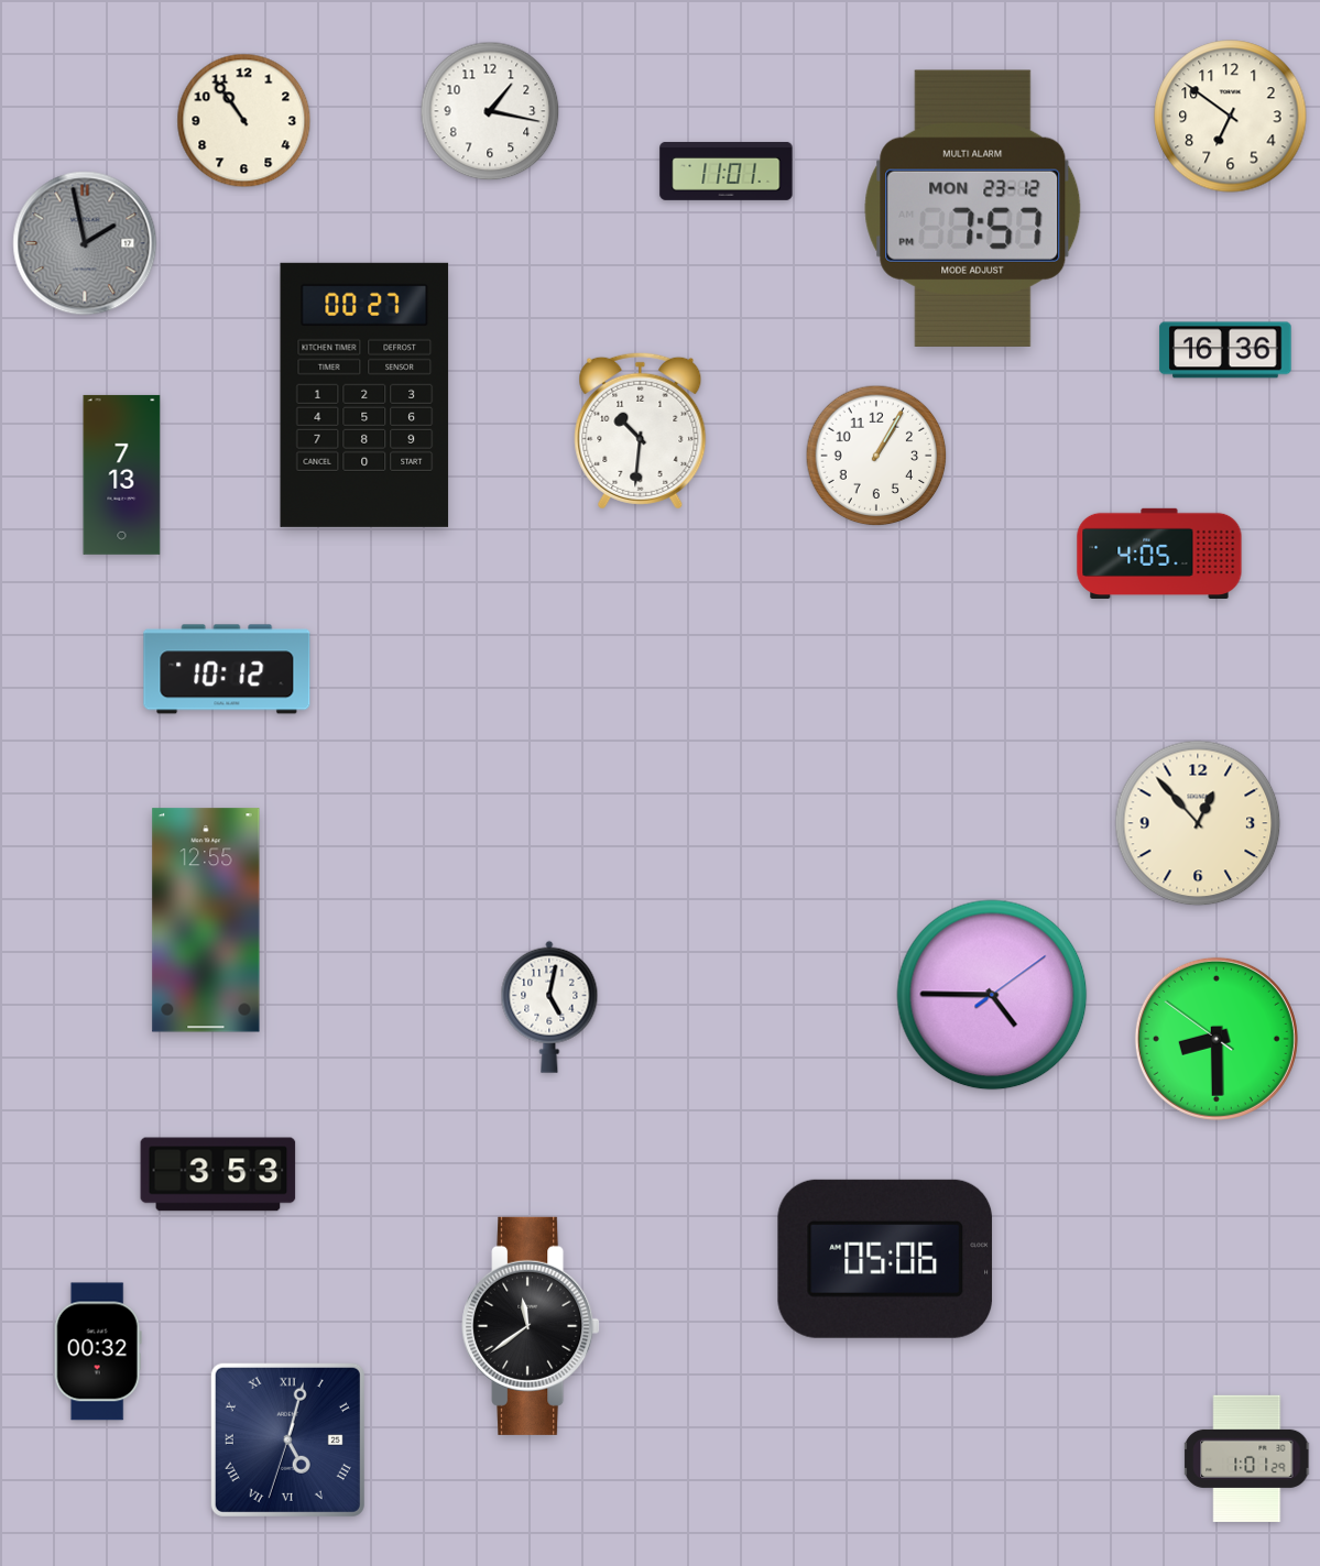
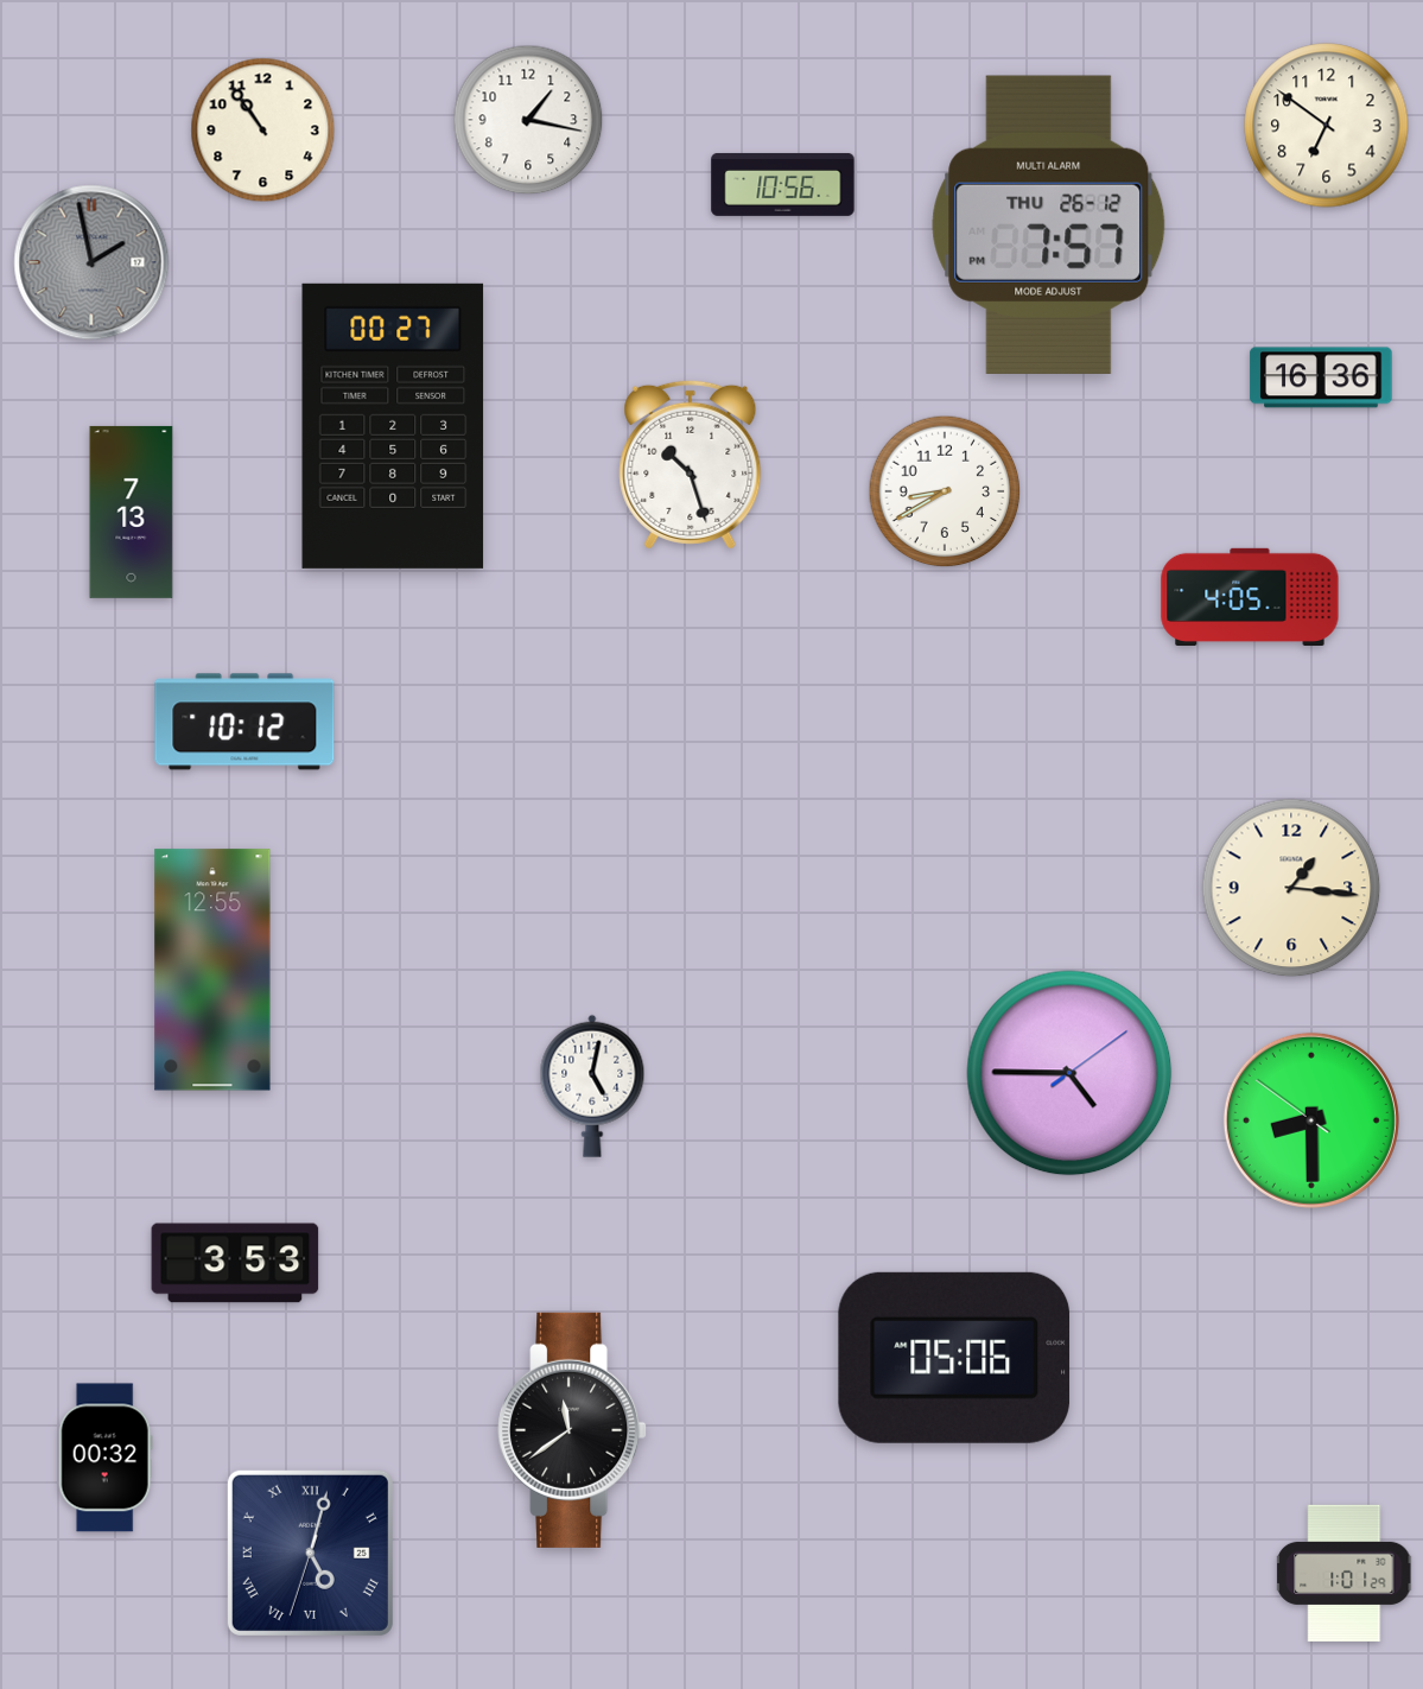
clock at (727, 171): 11:01 -> 10:56
clock at (973, 208) date: MON 23-12 -> THU 26-12
clock at (641, 430): 10:31 -> 10:27
clock at (876, 456): 1:05 -> 8:40
clock at (1198, 823): 12:53 -> 1:16
clock at (206, 920) position: (206, 920) -> (212, 970)
clock at (218, 1174) position: (218, 1174) -> (235, 1263)
